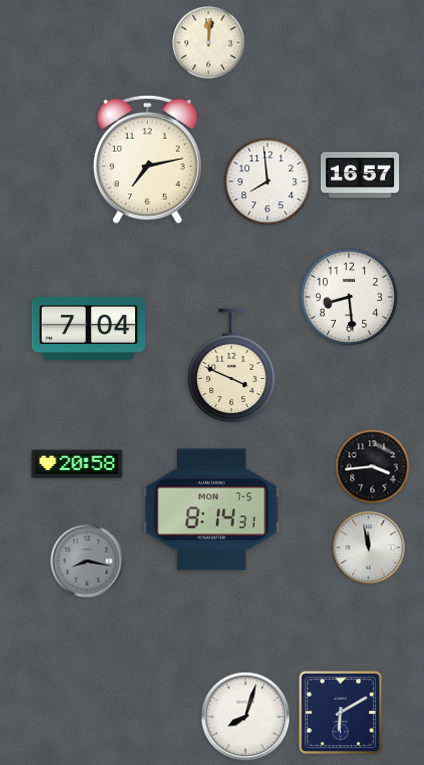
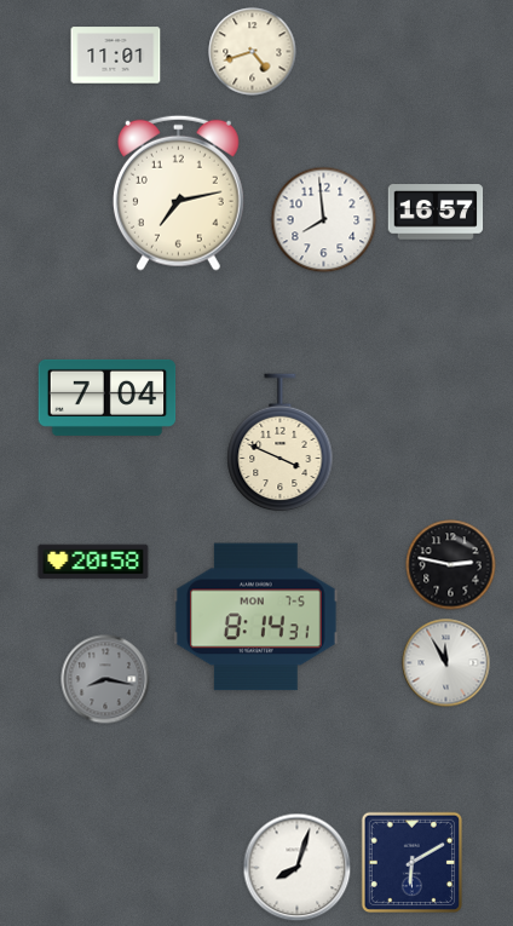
clock at (209, 43): 12:01 -> 4:42
clock at (116, 56): none -> 11:01
clock at (349, 297): 8:29 -> none
clock at (373, 467): 3:44 -> 2:47
clock at (369, 548): 11:58 -> 11:55
